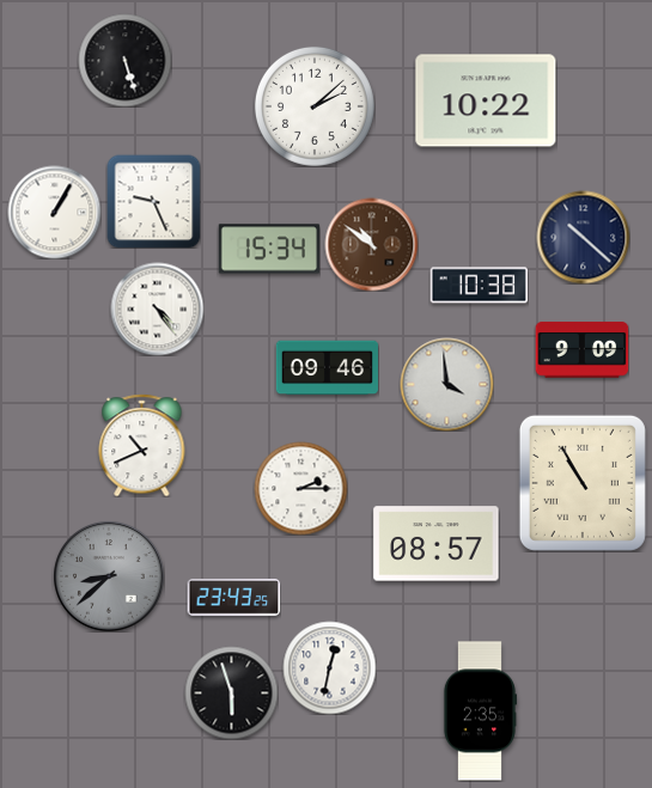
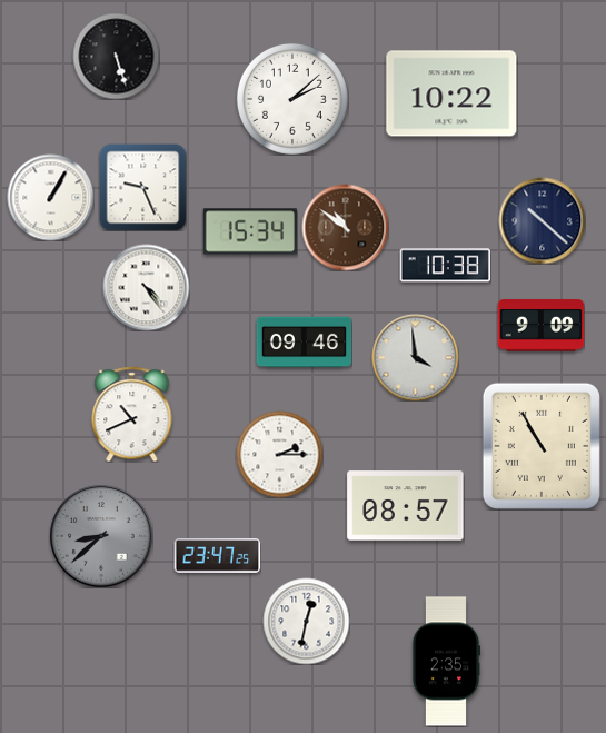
clock at (583, 483) position: (583, 483) -> (542, 446)
clock at (233, 598): 23:43 -> 23:47
clock at (231, 692): 5:57 -> none
